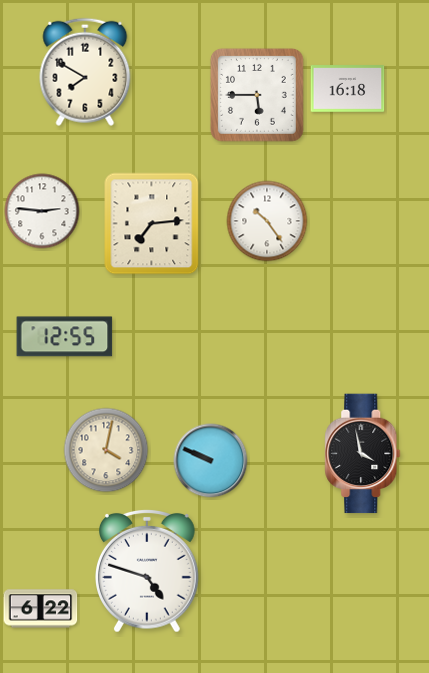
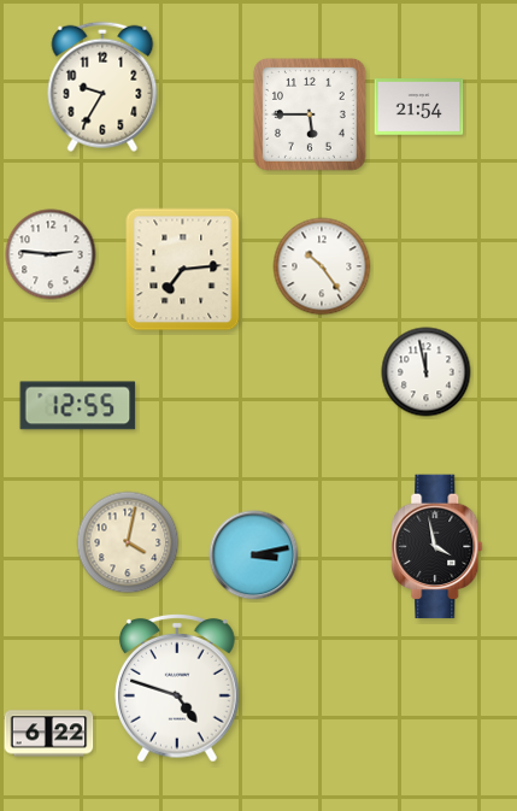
clock at (85, 72): 7:50 -> 9:35
clock at (348, 89): 16:18 -> 21:54
clock at (427, 372): none -> 11:58
clock at (211, 461): 9:49 -> 3:13
